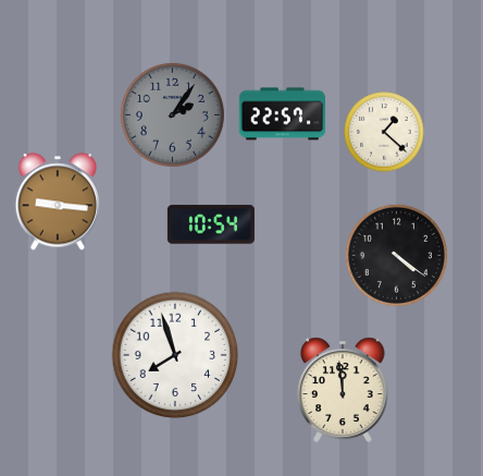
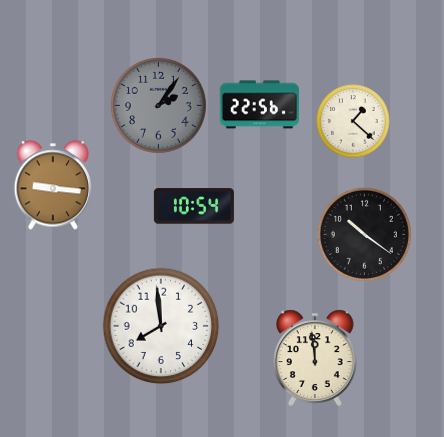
clock at (282, 114): 22:57 -> 22:56
clock at (396, 255): 4:21 -> 10:21
clock at (175, 355): 7:57 -> 7:59
